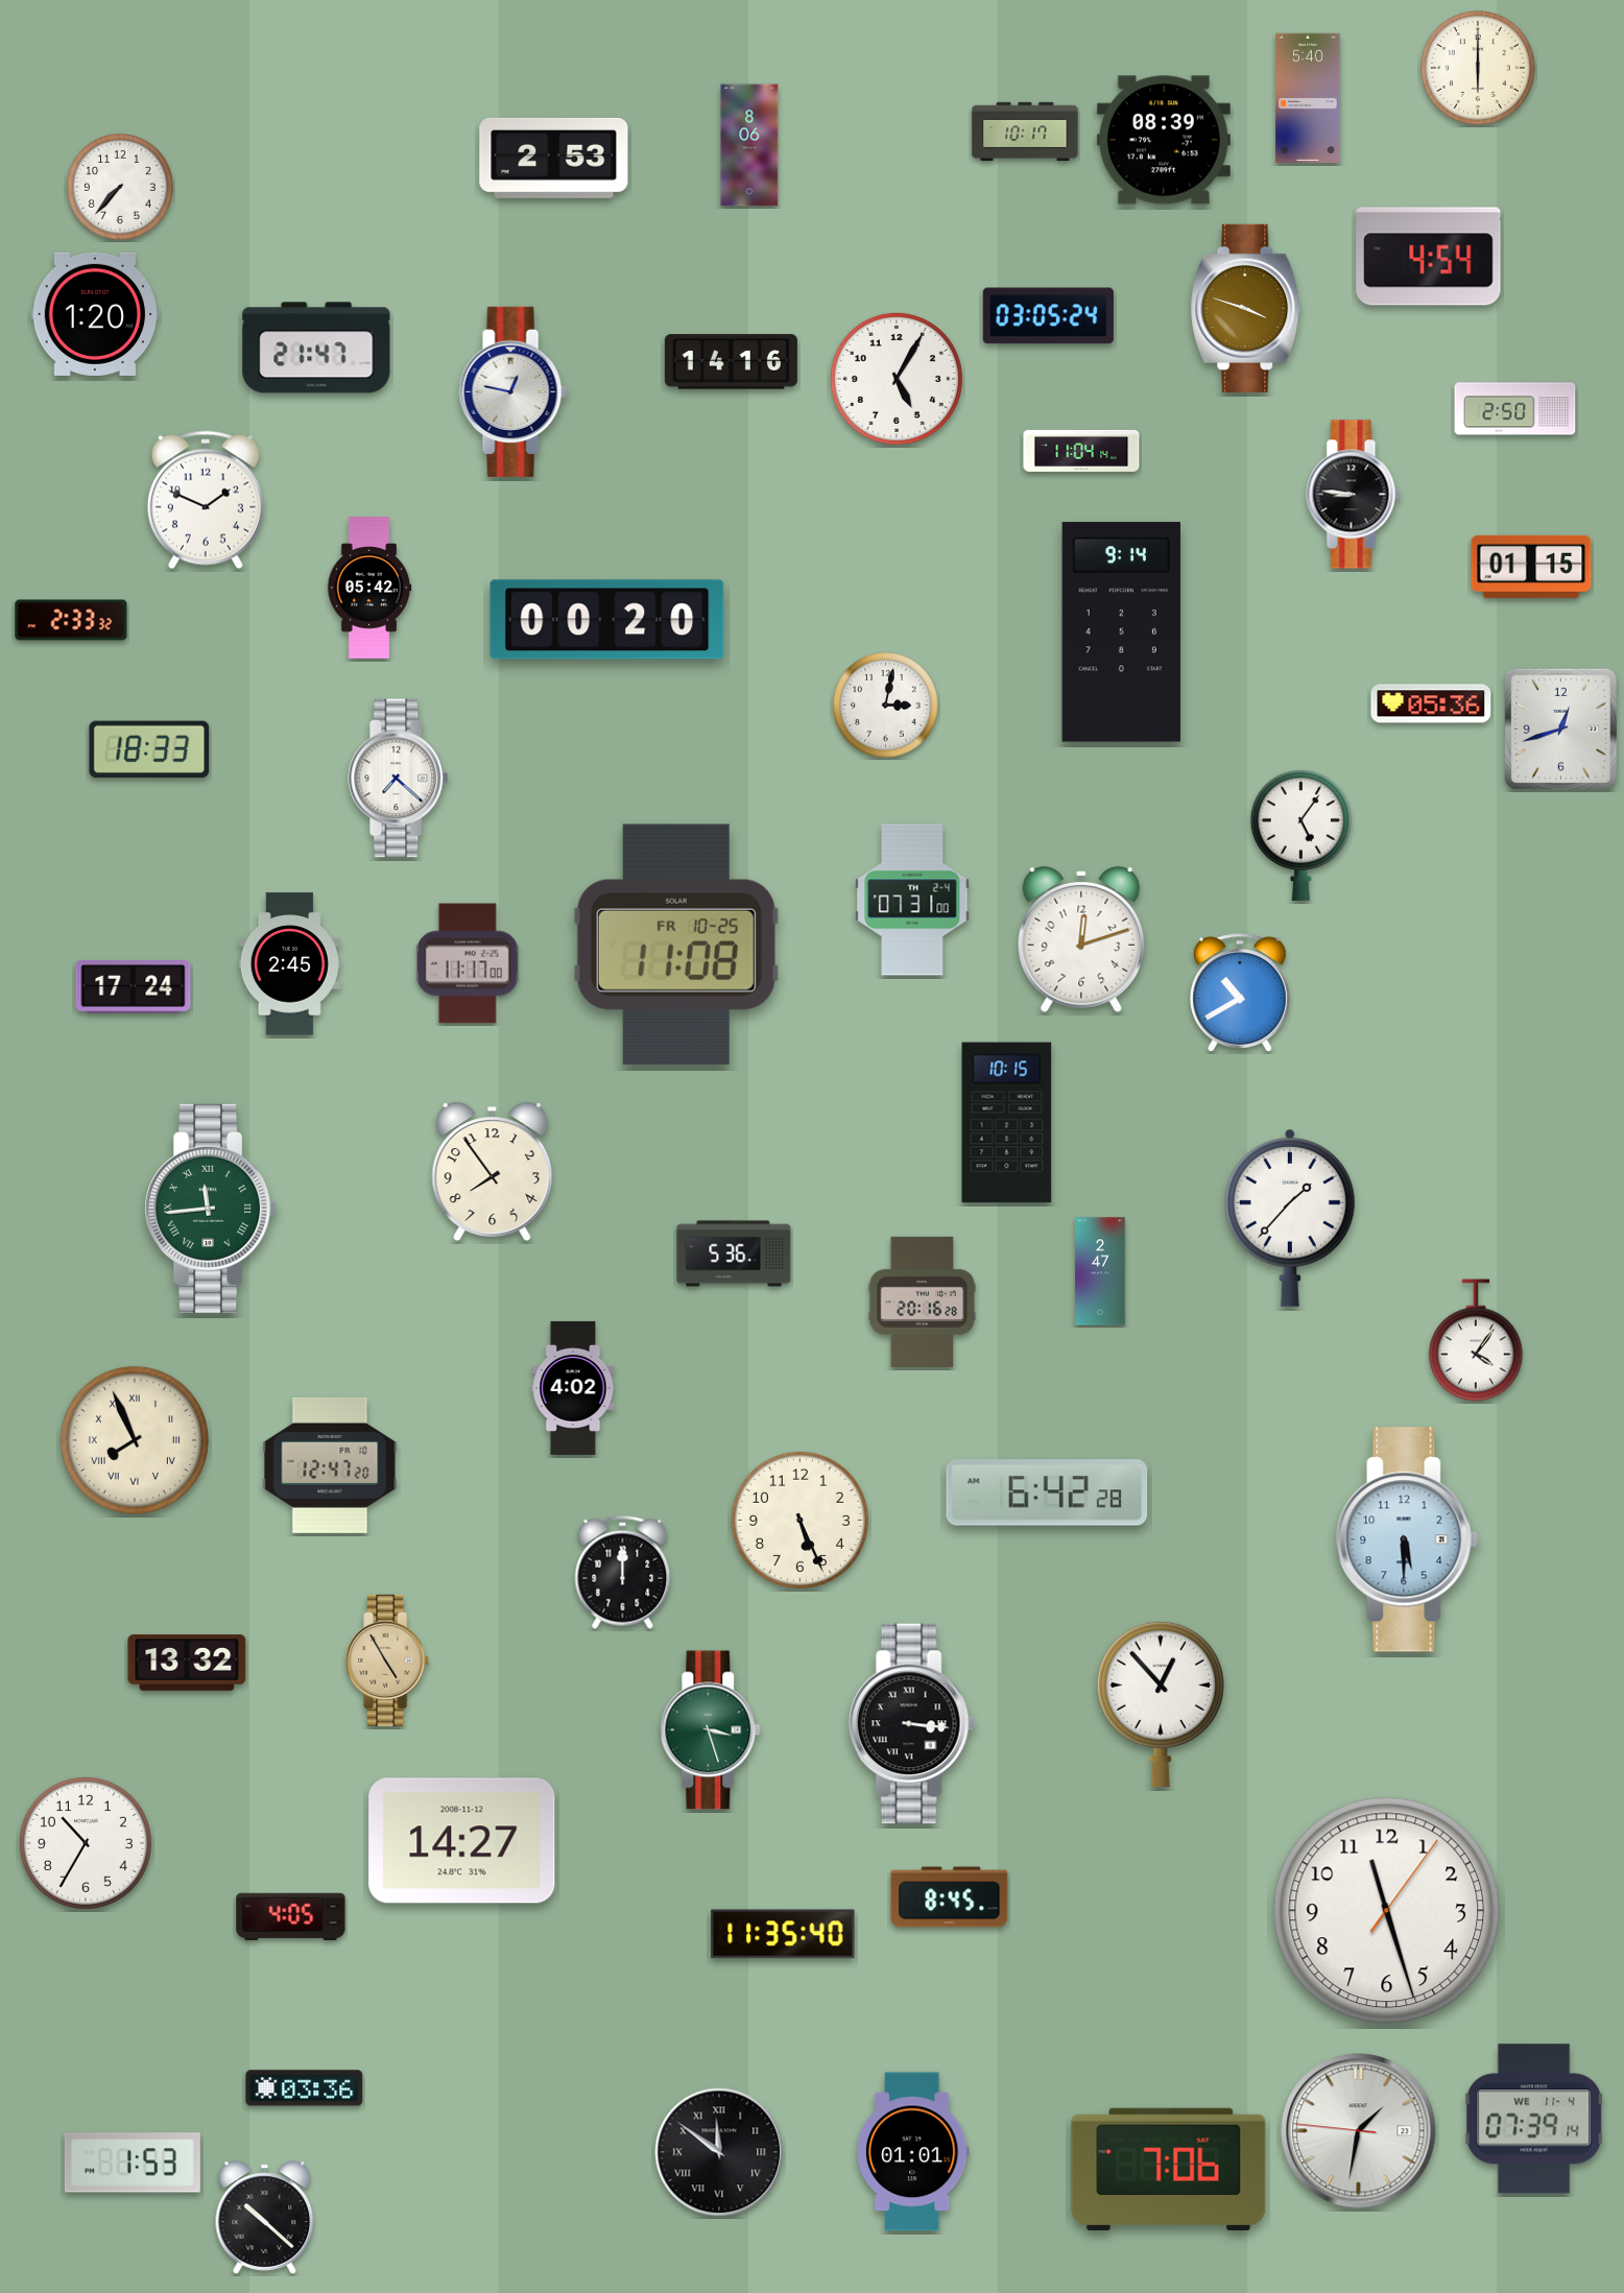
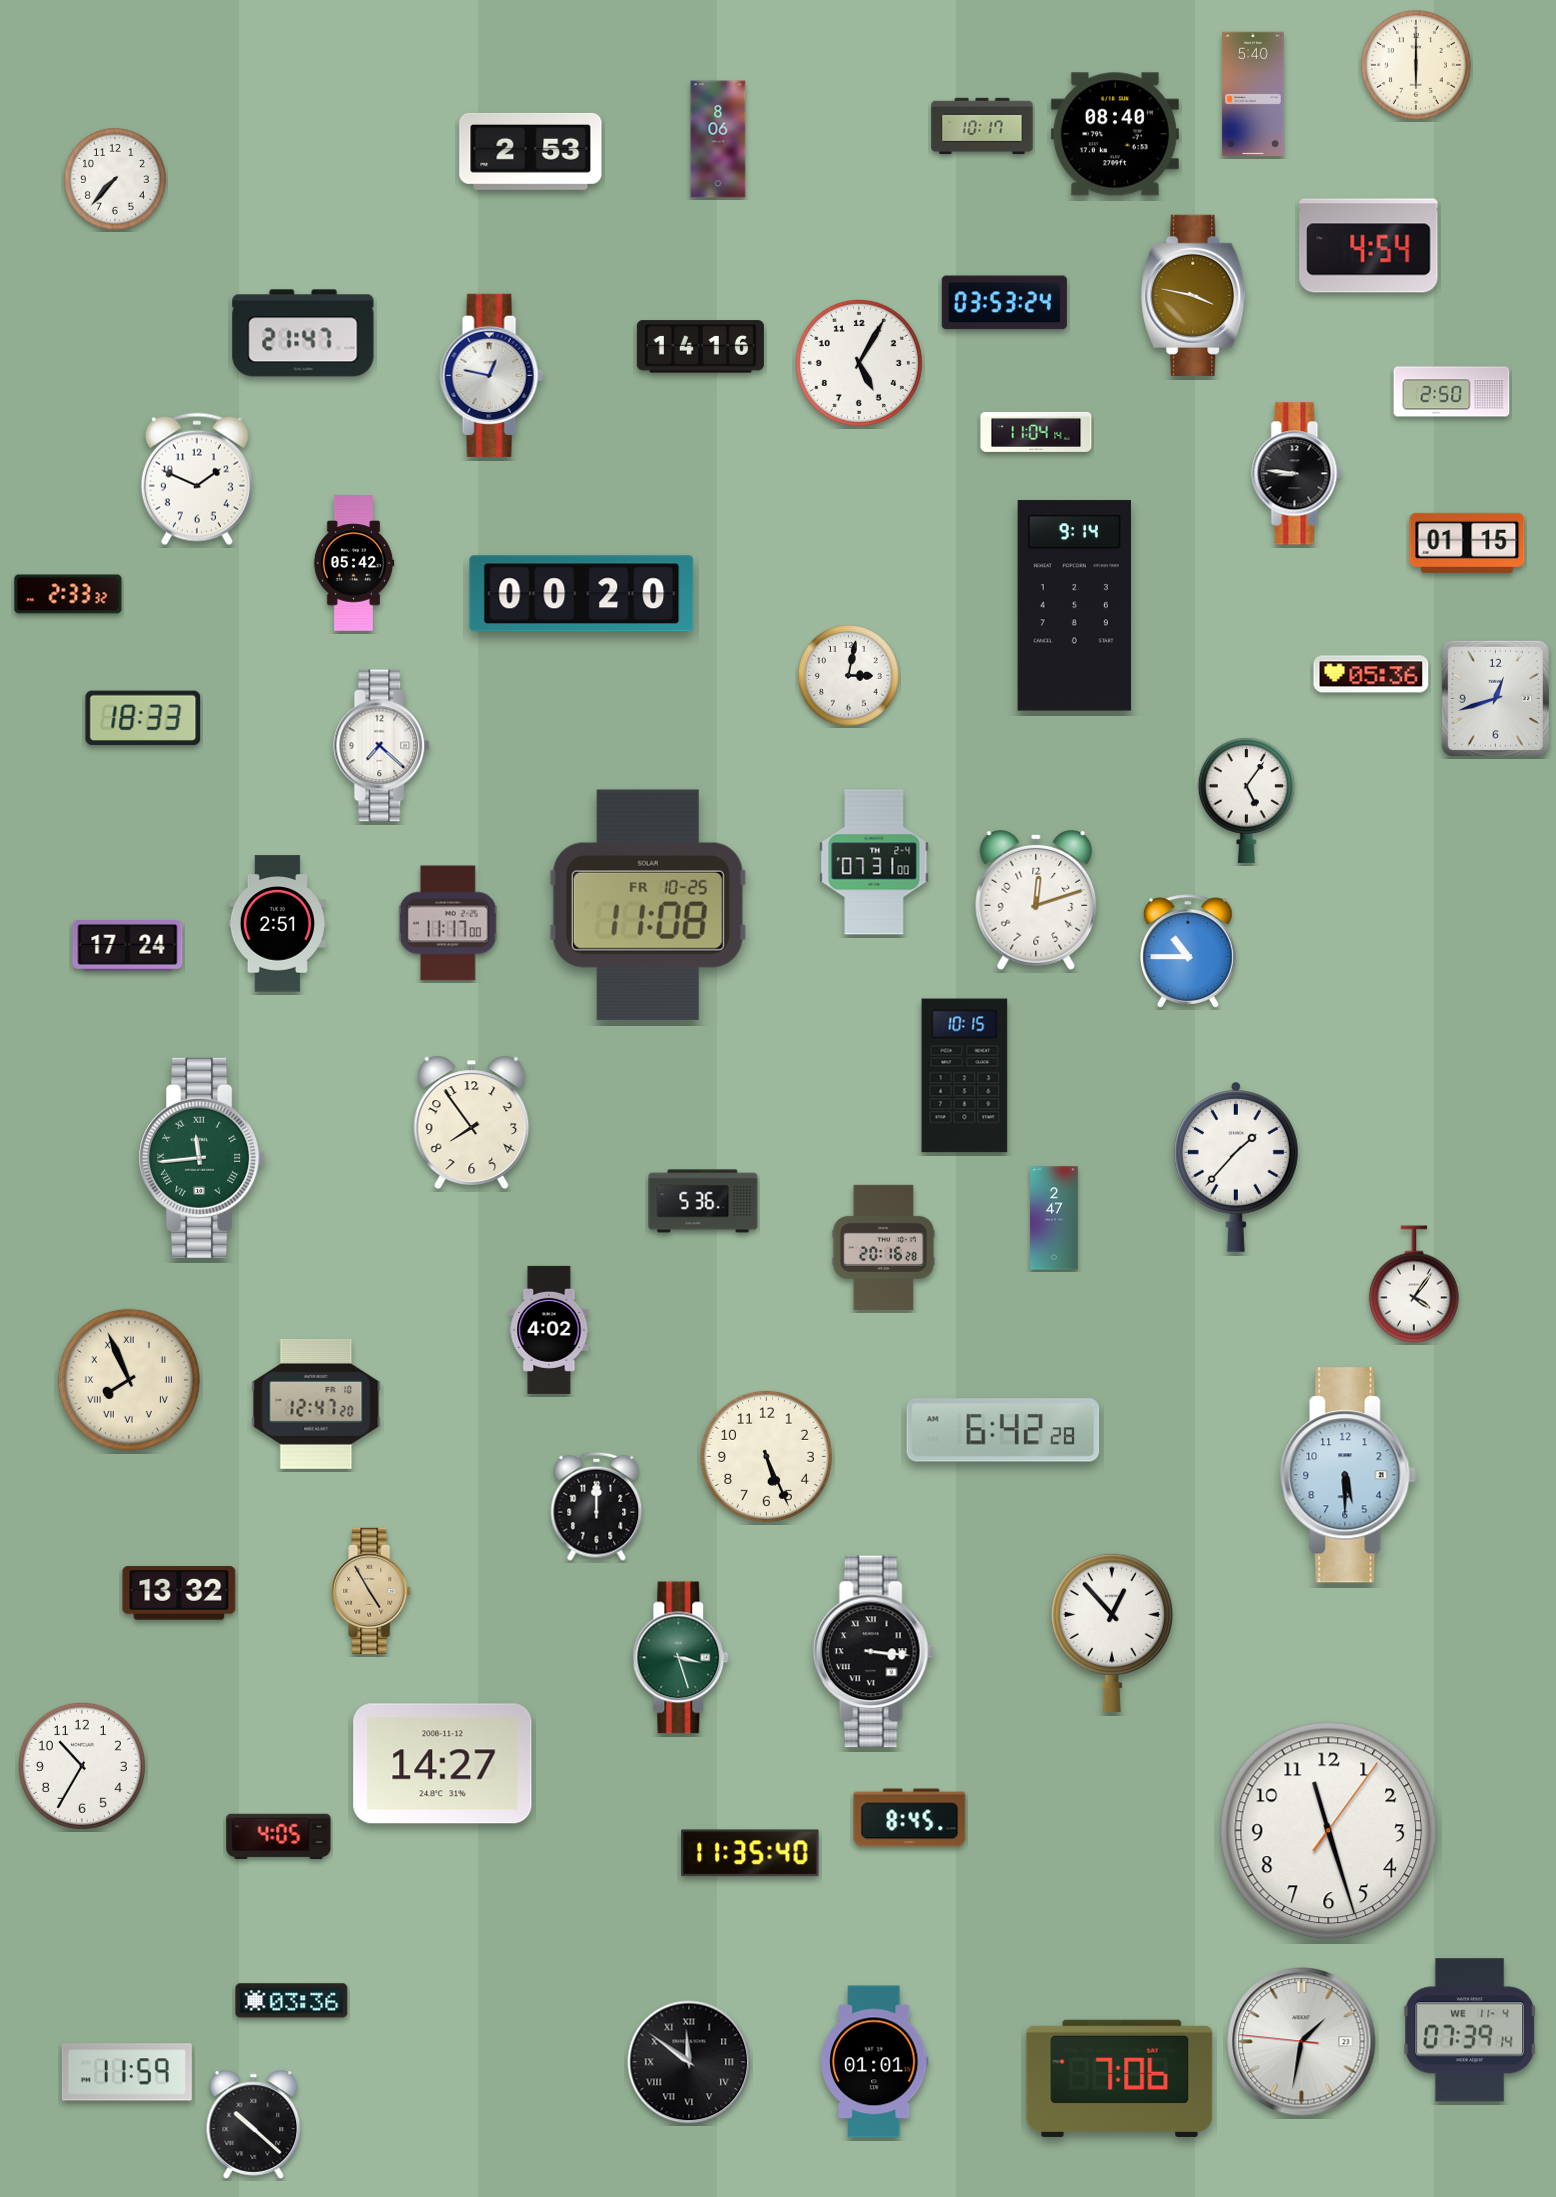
clock at (1164, 140): 08:39 -> 08:40
clock at (1246, 308): 3:48 -> 3:47
clock at (95, 314): 1:20 -> none
clock at (1048, 316): 03:05 -> 03:53
clock at (289, 964): 2:45 -> 2:51
clock at (1240, 993): 10:40 -> 10:45
clock at (133, 2163): 1:53 -> 11:59
